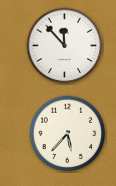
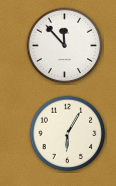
clock at (68, 134): 5:37 -> 6:05
